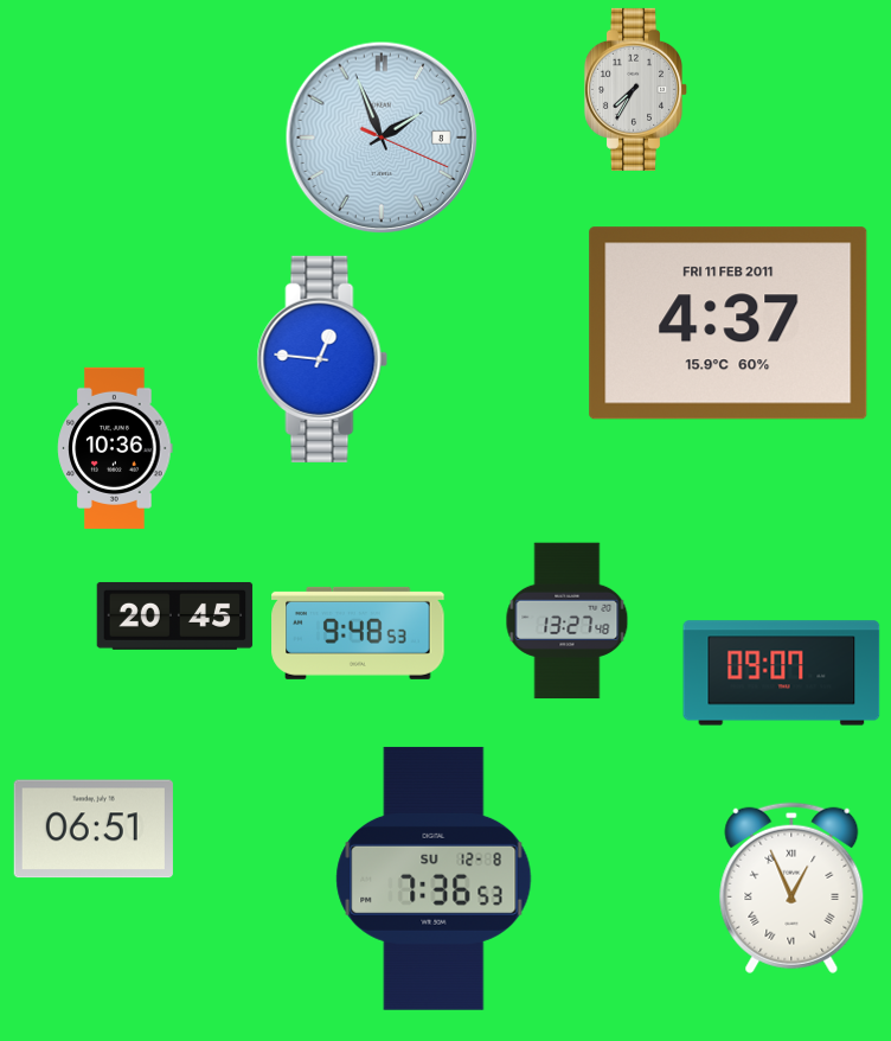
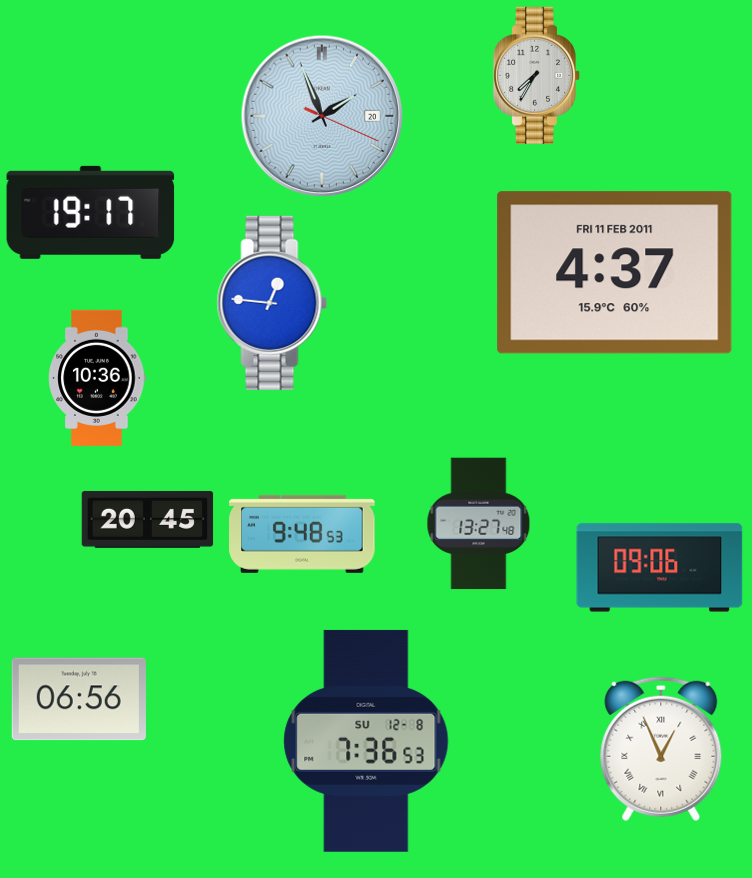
clock at (382, 138) date: 8 -> 20
clock at (91, 212): none -> 19:17
clock at (782, 673): 09:07 -> 09:06
clock at (94, 829): 06:51 -> 06:56
clock at (791, 888) position: (791, 888) -> (661, 749)
